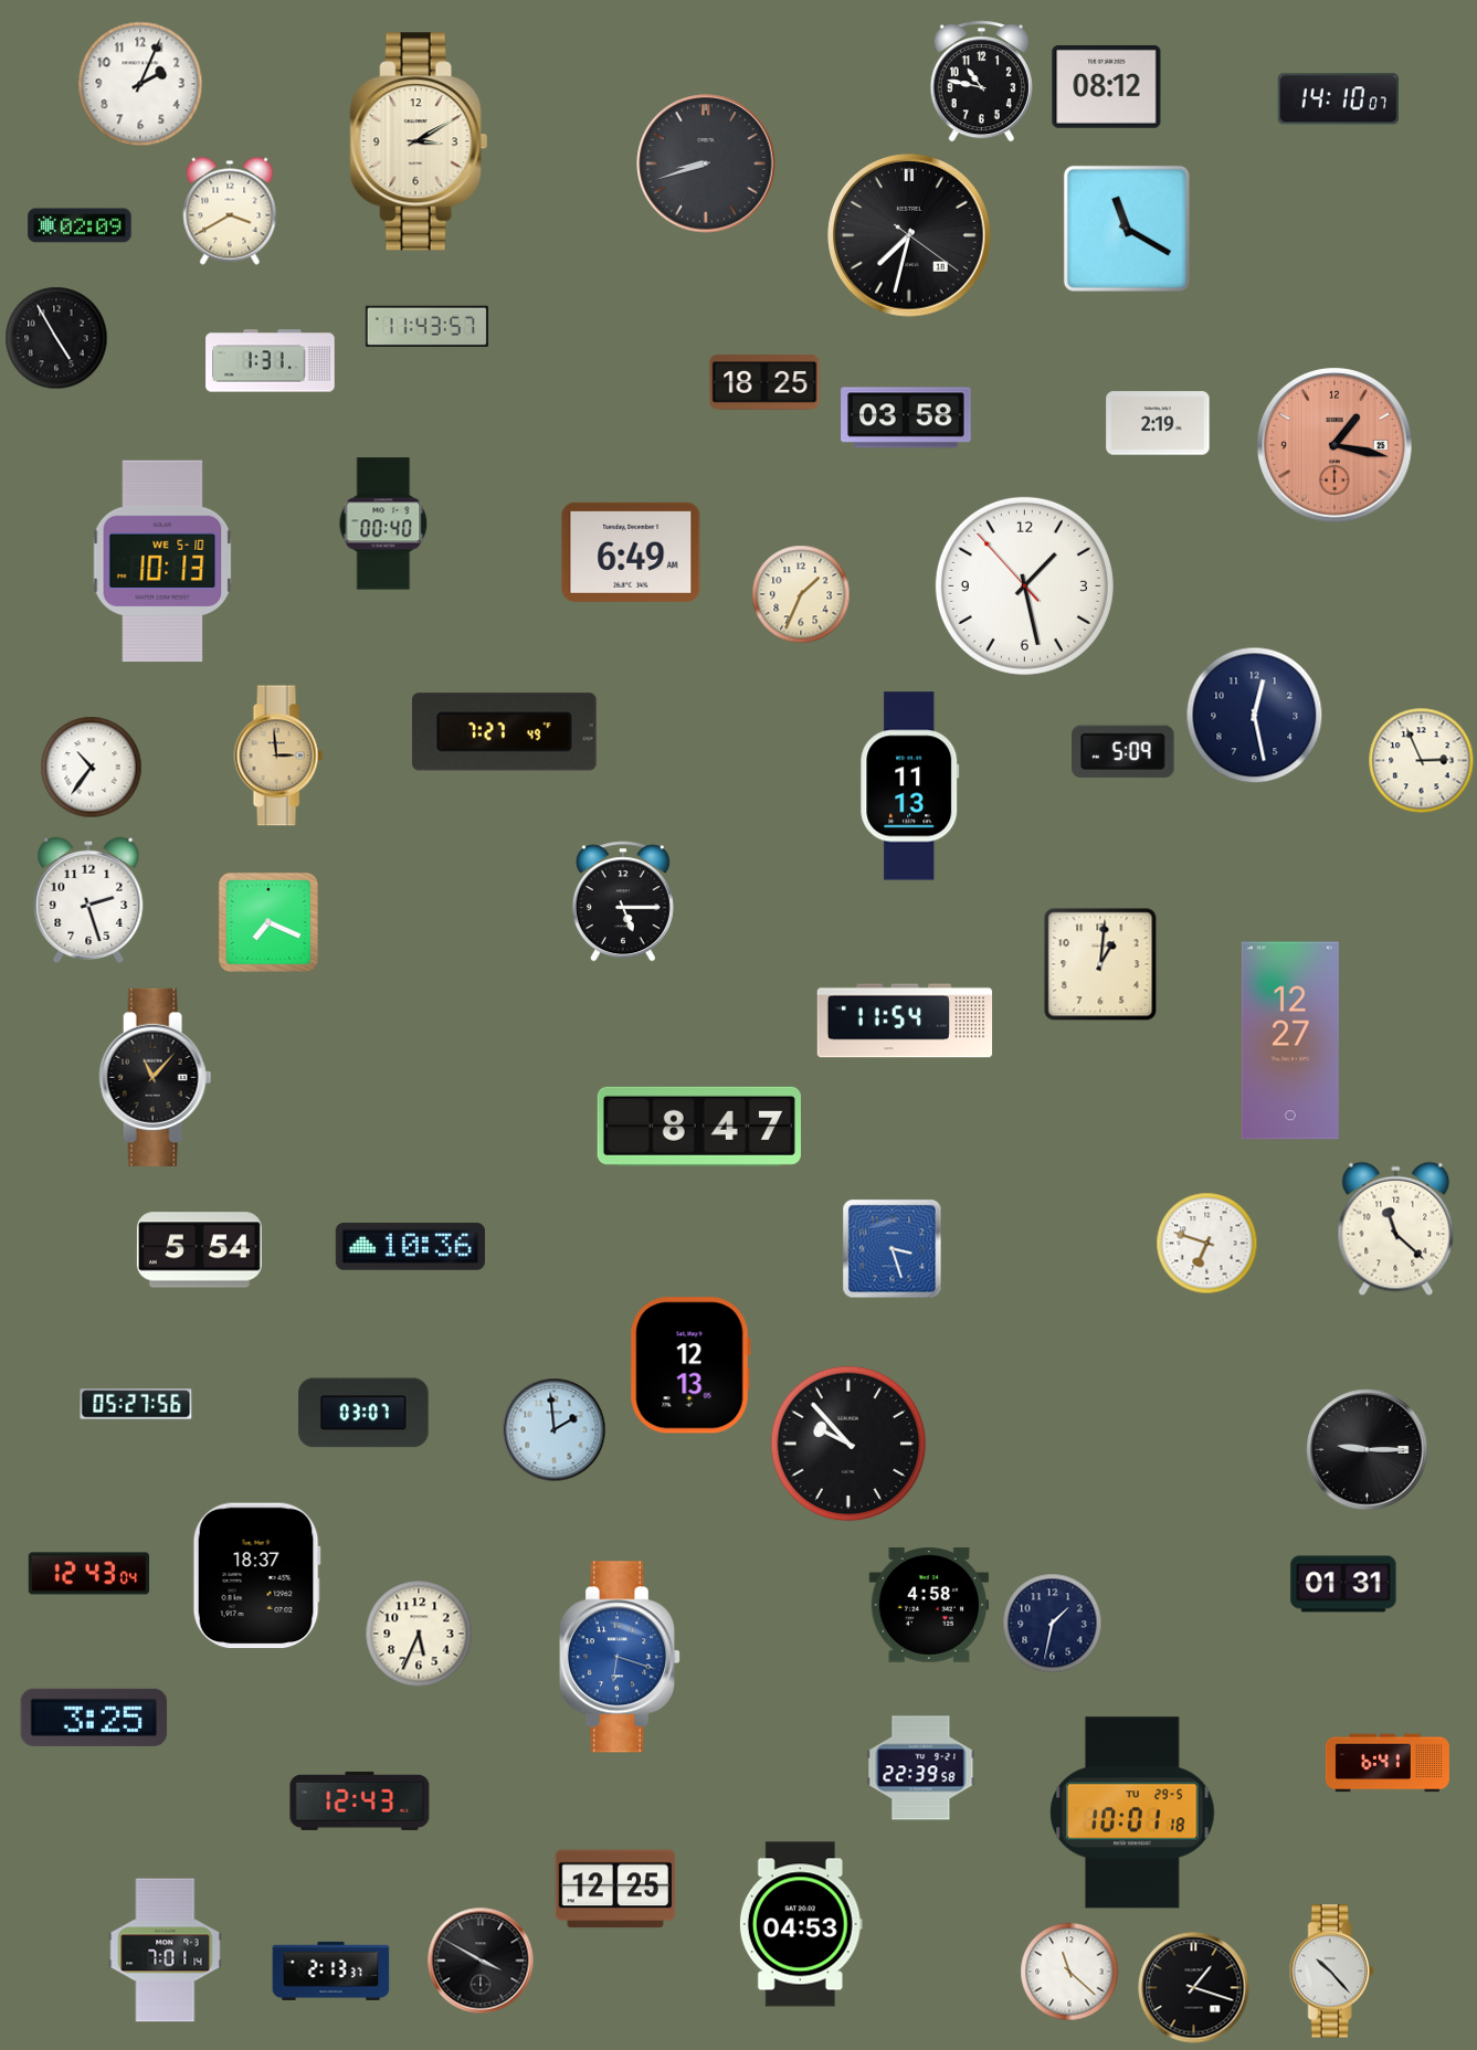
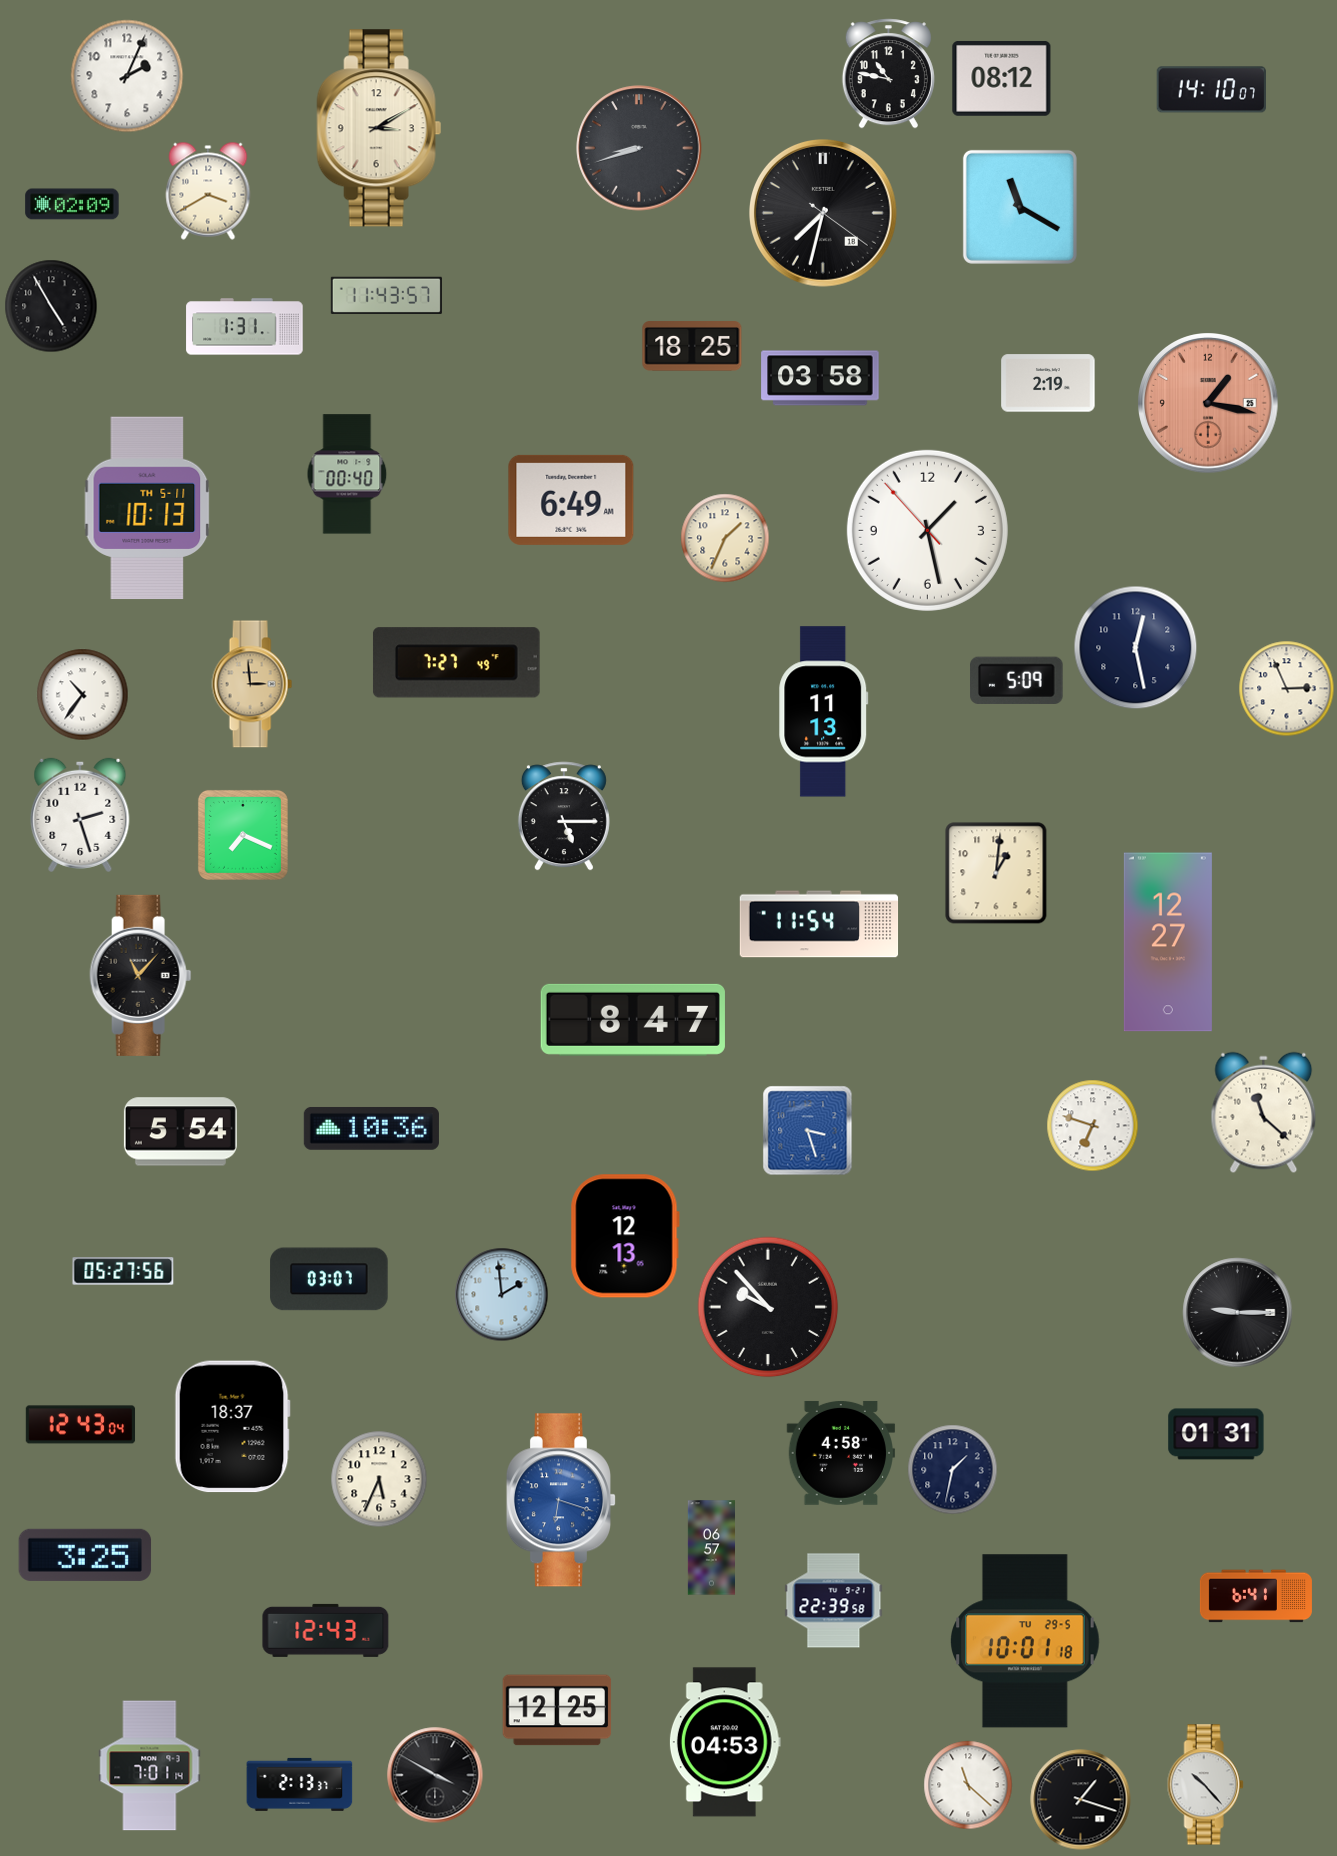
clock at (162, 561) date: WE 5-10 -> TH 5-11
clock at (711, 1548): none -> 06:57
